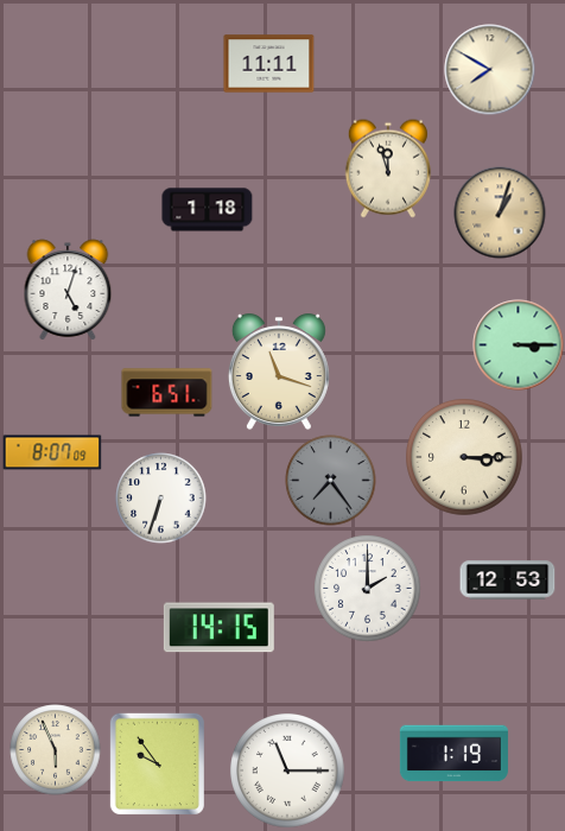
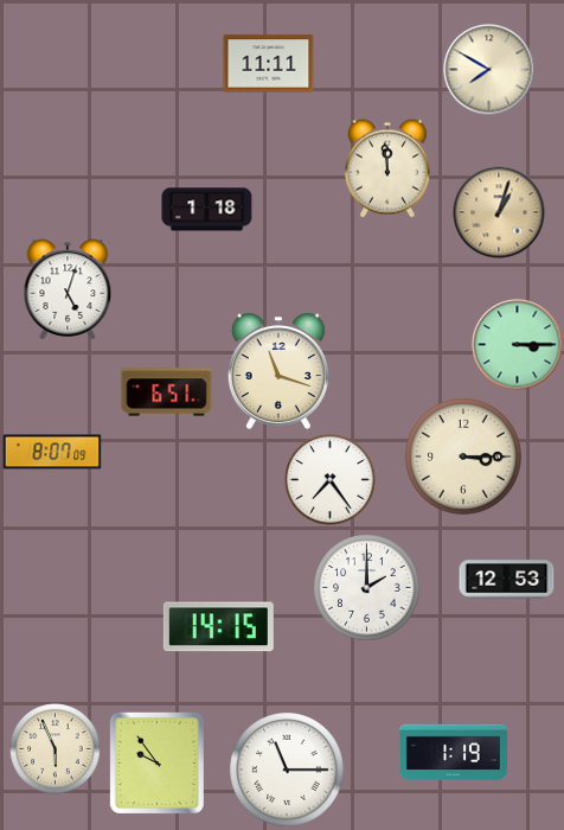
clock at (388, 169): 11:57 -> 11:59
clock at (331, 481) dial: grey -> white
clock at (161, 499): 6:33 -> none
